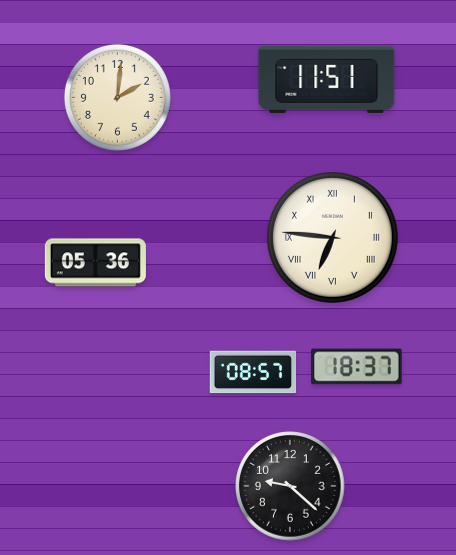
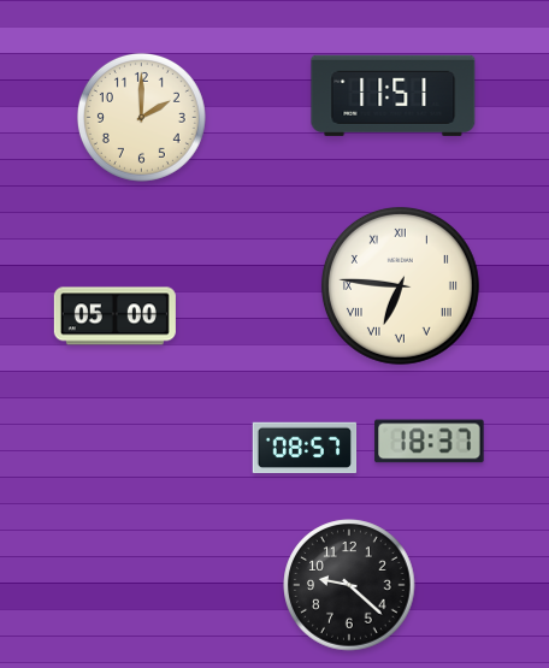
clock at (117, 97): 2:01 -> 2:00
clock at (95, 263): 05:36 -> 05:00
